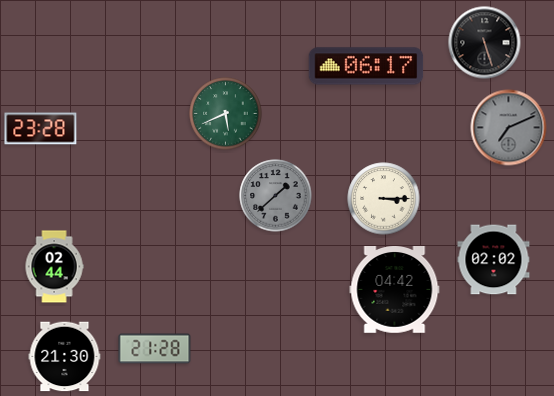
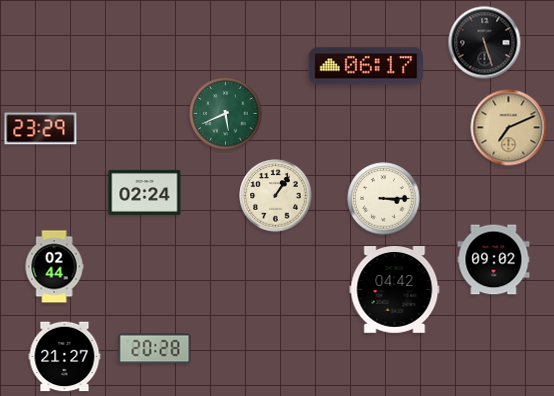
clock at (509, 128) dial: grey -> champagne
clock at (41, 129): 23:28 -> 23:29
clock at (145, 192): none -> 02:24
clock at (276, 196): 1:38 -> 1:06
clock at (276, 196) dial: grey -> cream
clock at (494, 260): 02:02 -> 09:02
clock at (155, 349): 21:28 -> 20:28
clock at (65, 357): 21:30 -> 21:27
